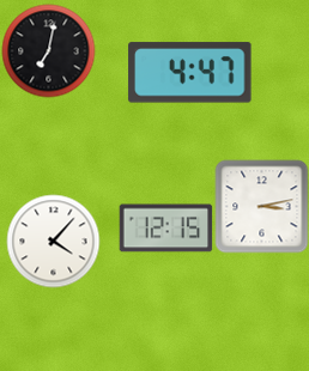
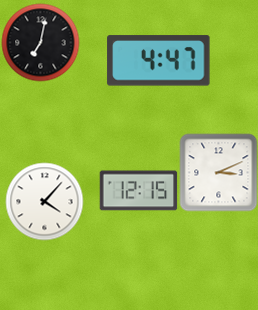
clock at (261, 206): 3:13 -> 3:11
